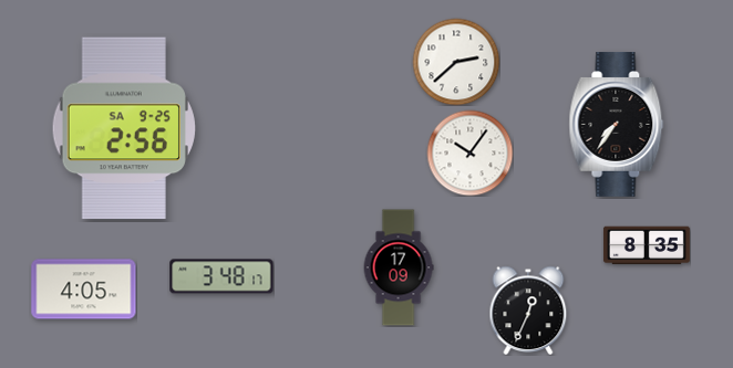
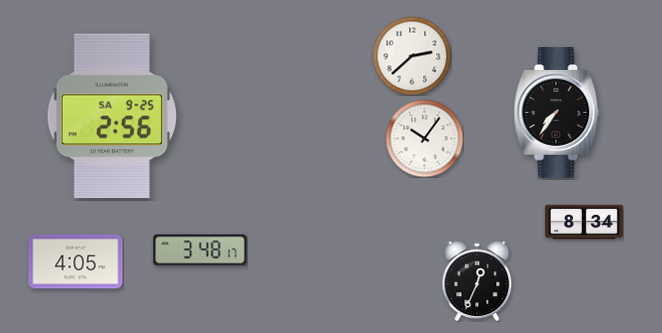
clock at (647, 245): 8:35 -> 8:34
clock at (399, 267): 17:09 -> none
